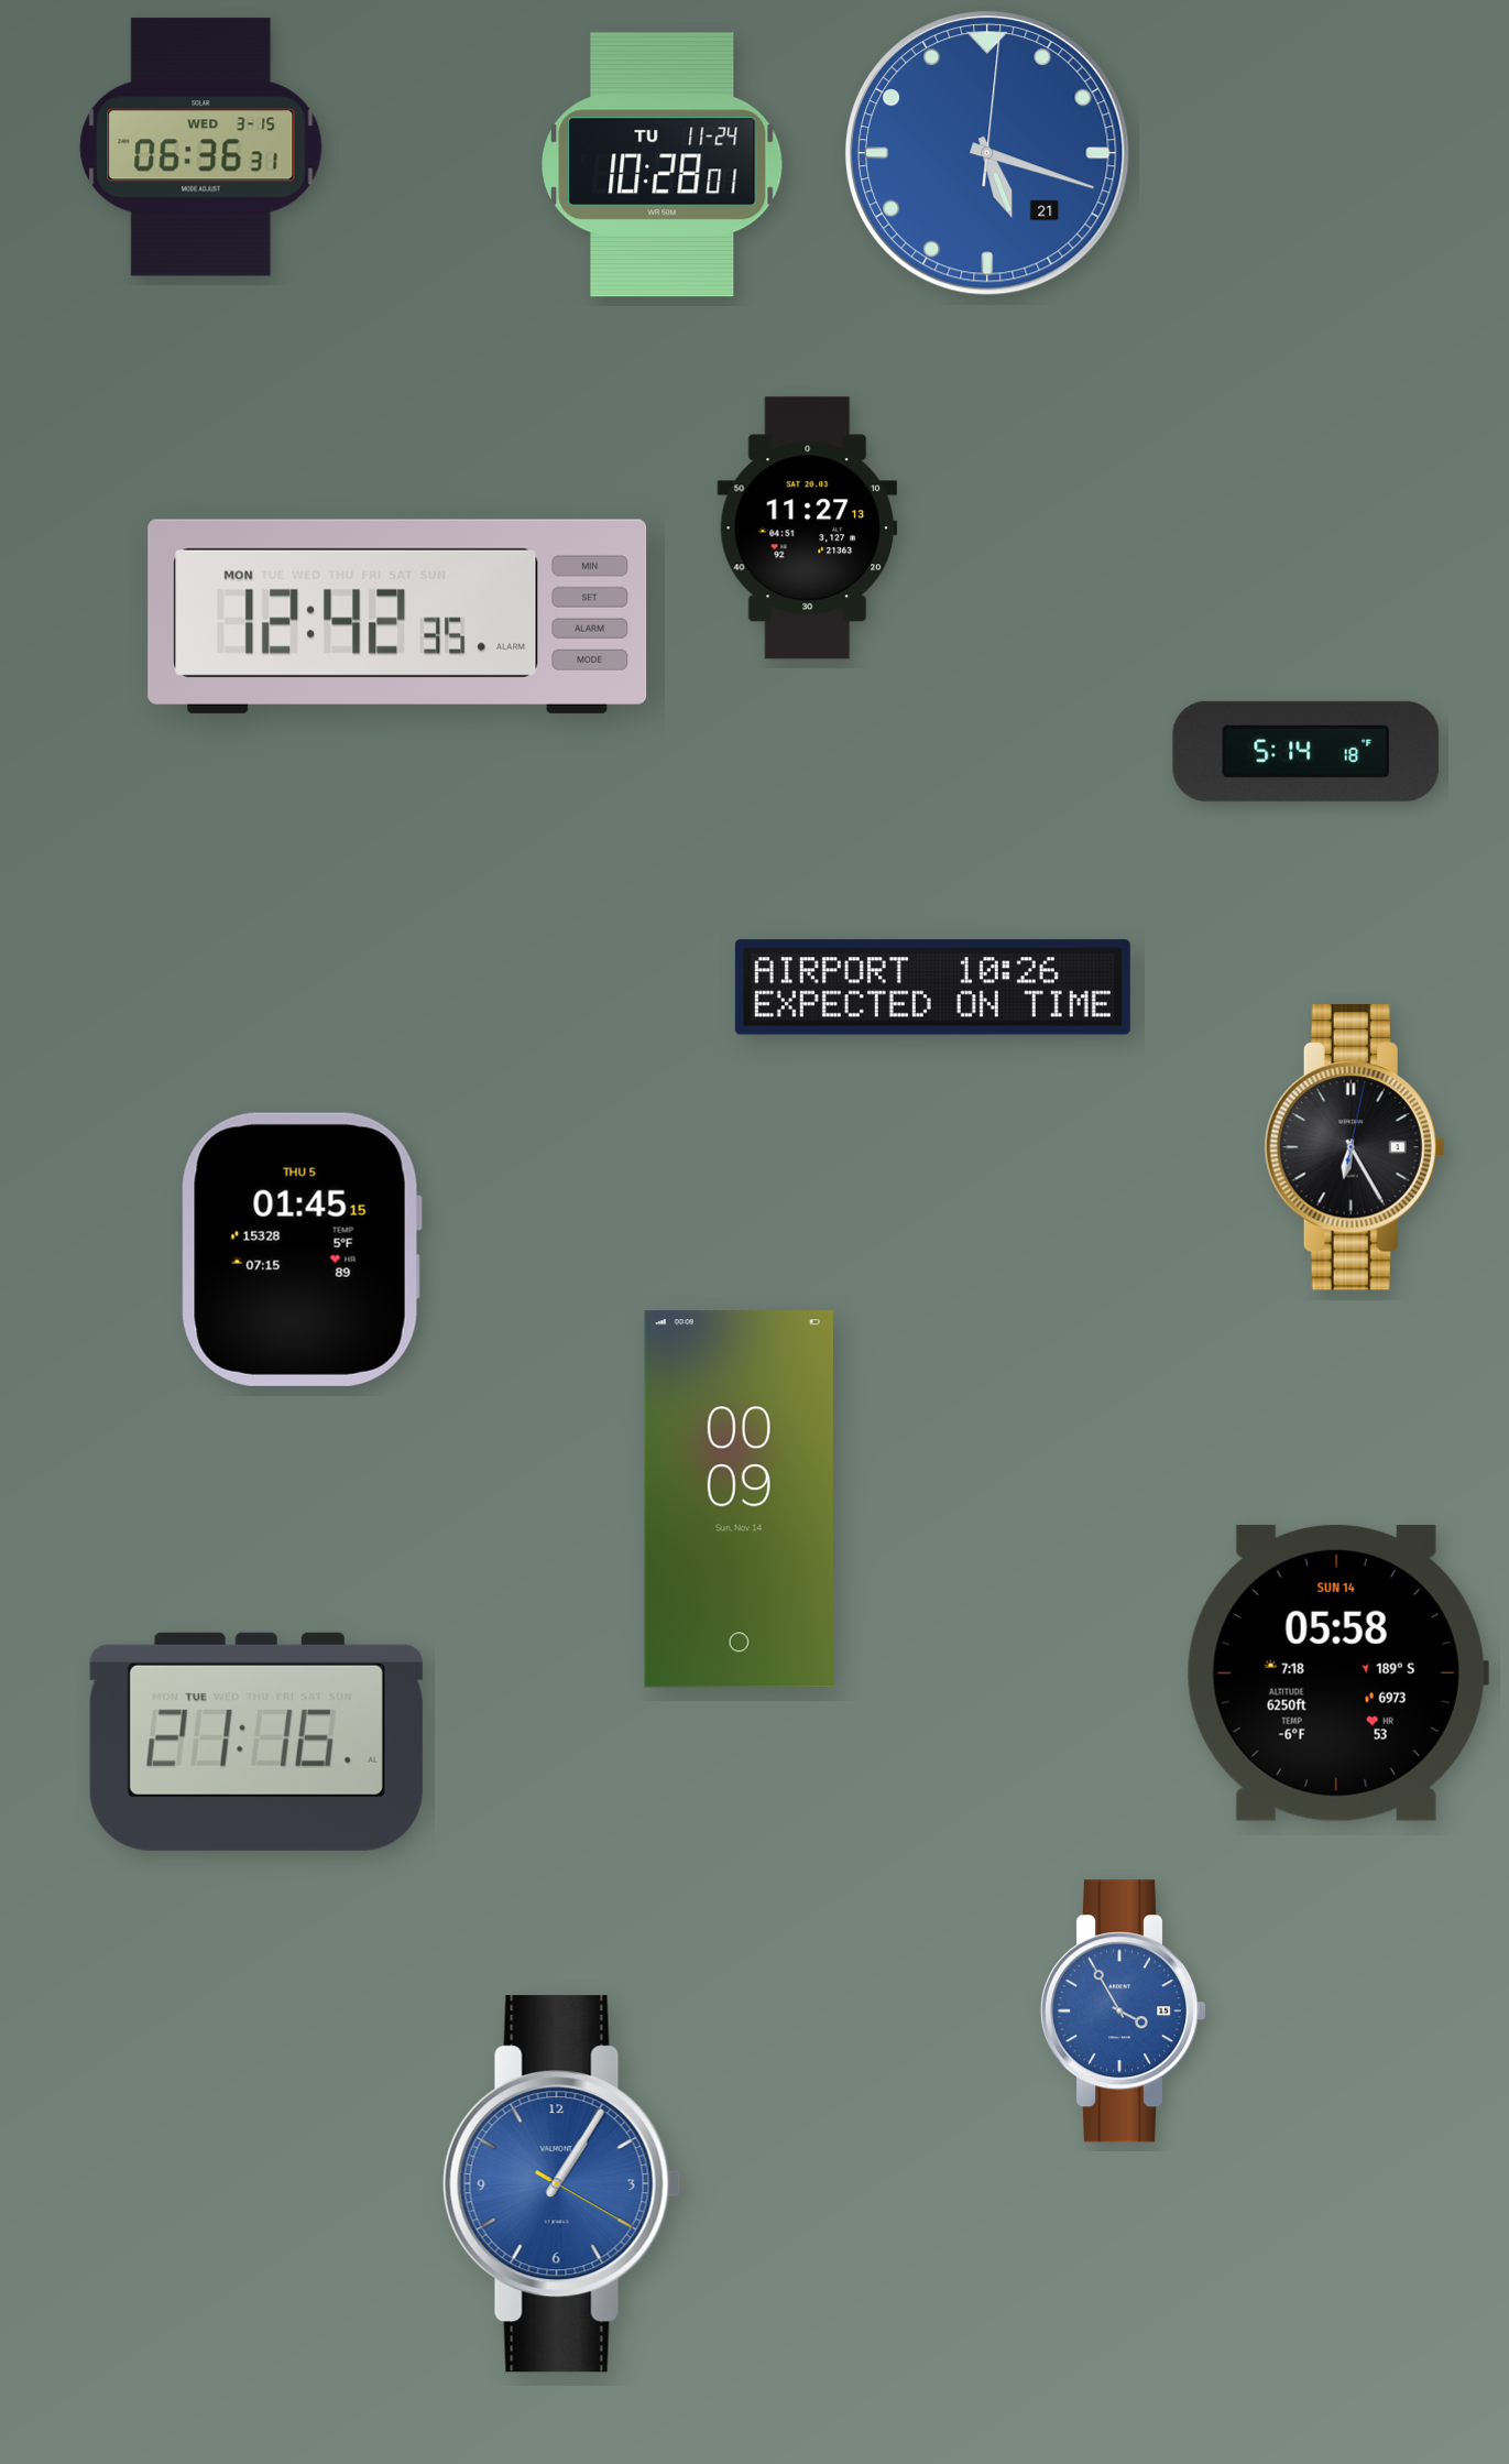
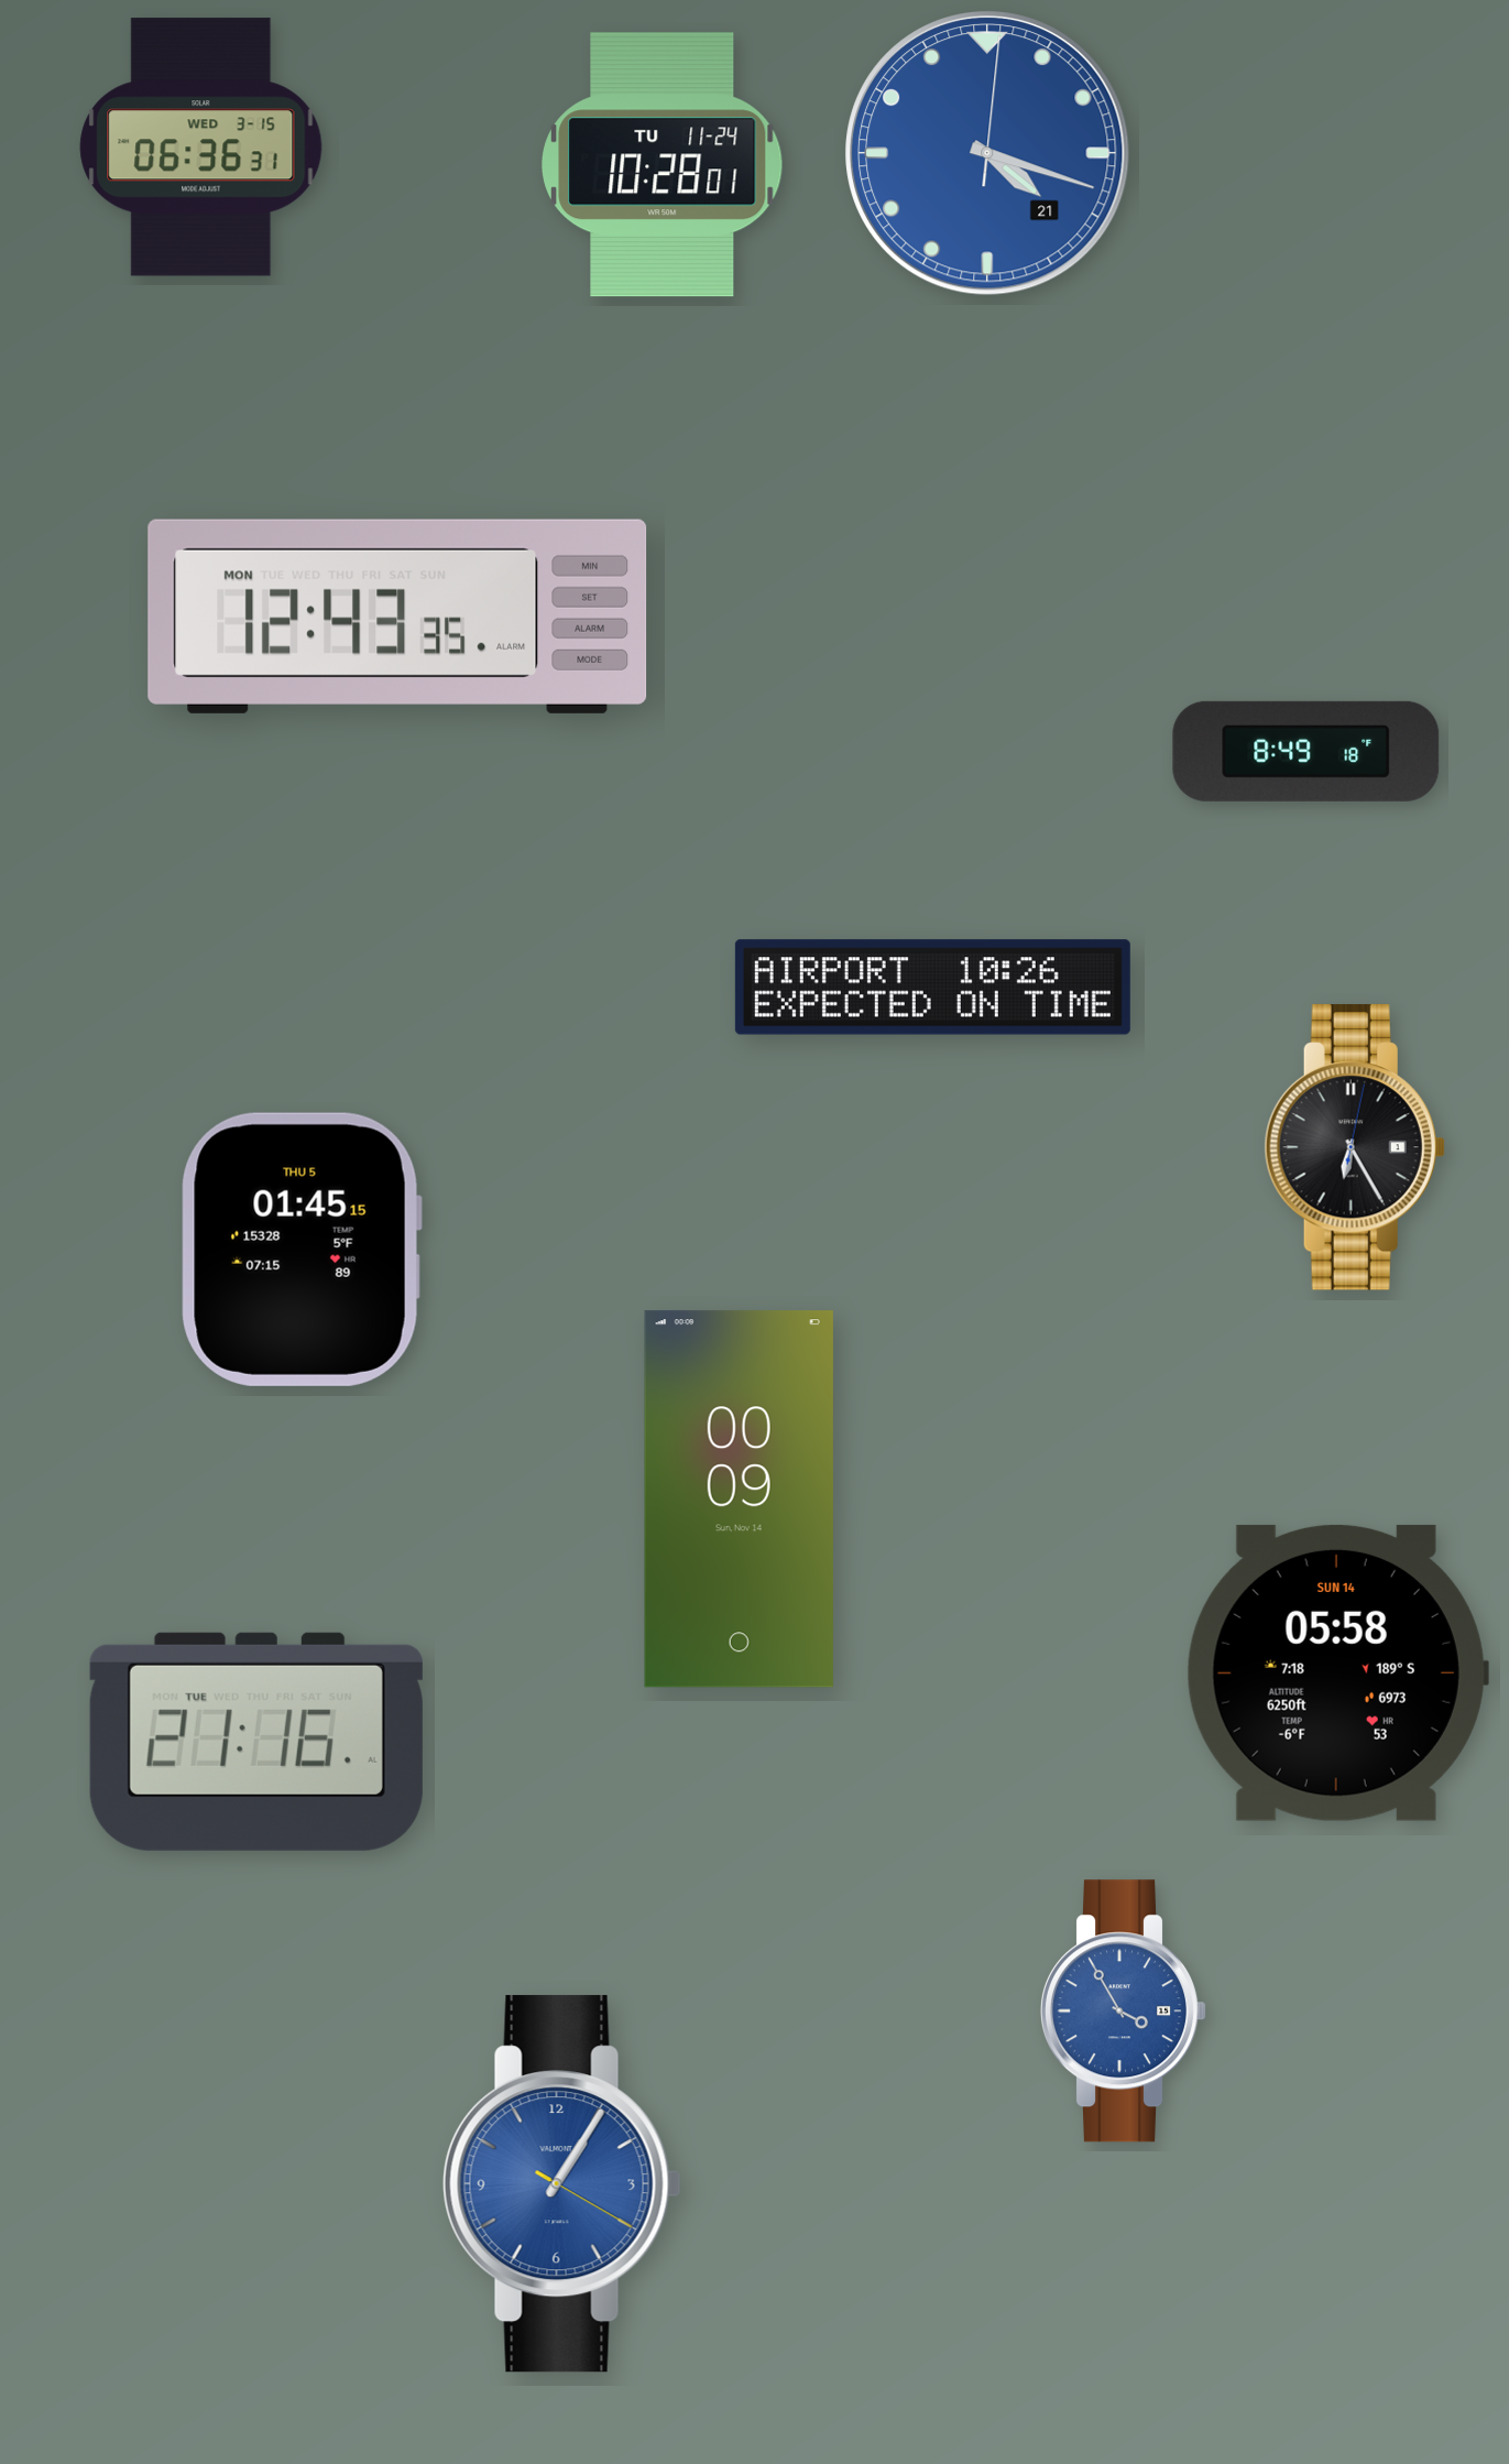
clock at (987, 153): 5:18 -> 4:18
clock at (808, 528): 11:27 -> none
clock at (397, 617): 12:42 -> 12:43
clock at (1306, 751): 5:14 -> 8:49
